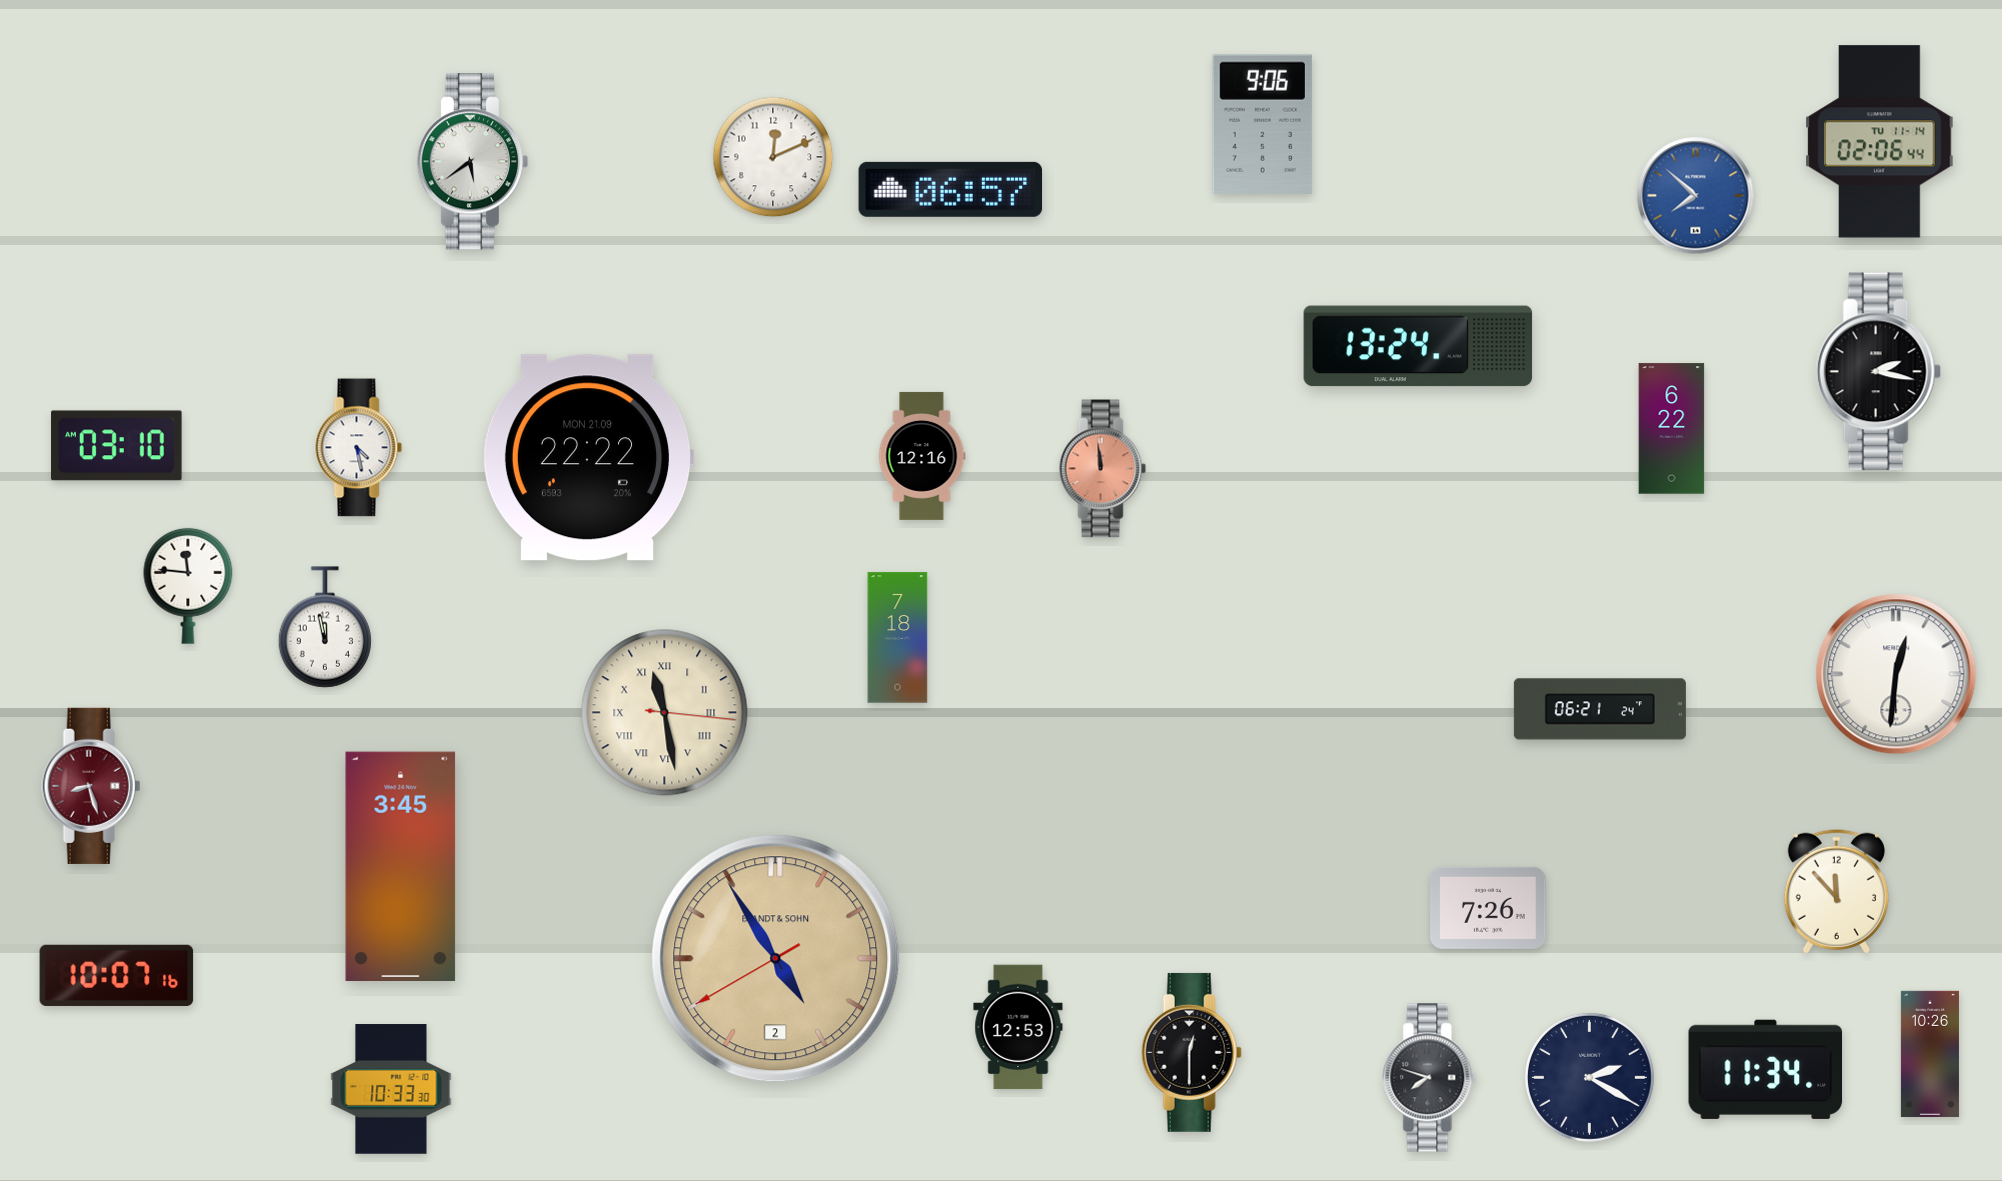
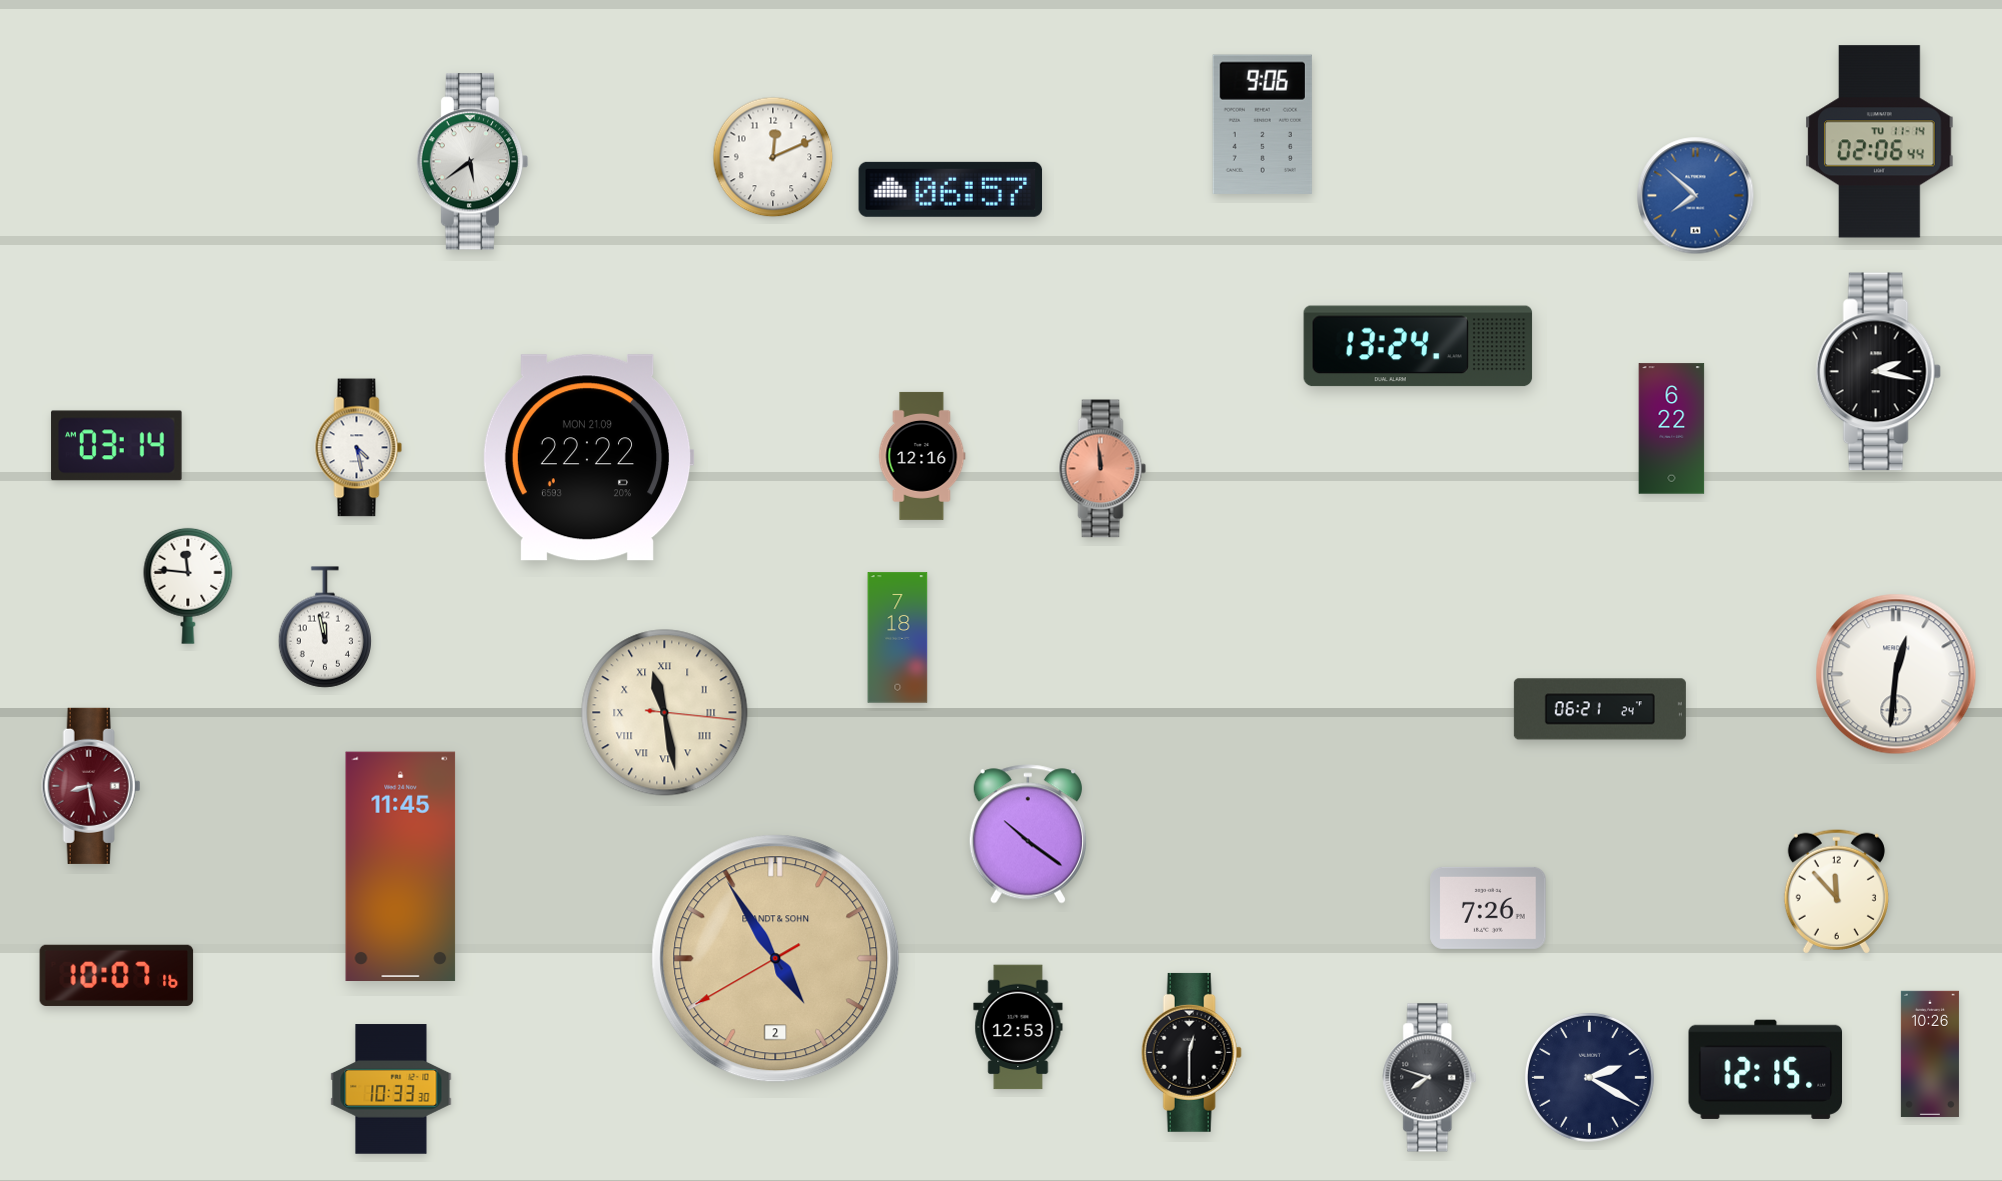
clock at (117, 446): 03:10 -> 03:14
clock at (91, 786): 8:27 -> 8:28
clock at (1028, 834): none -> 10:21
clock at (401, 866): 3:45 -> 11:45
clock at (1766, 1069): 11:34 -> 12:15
